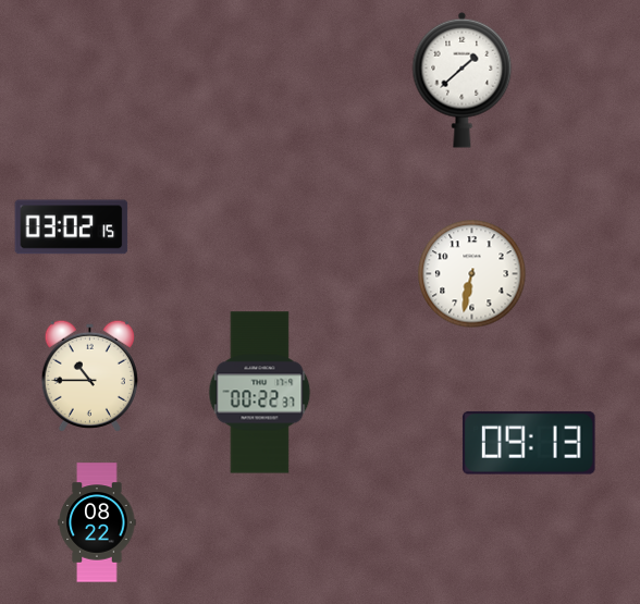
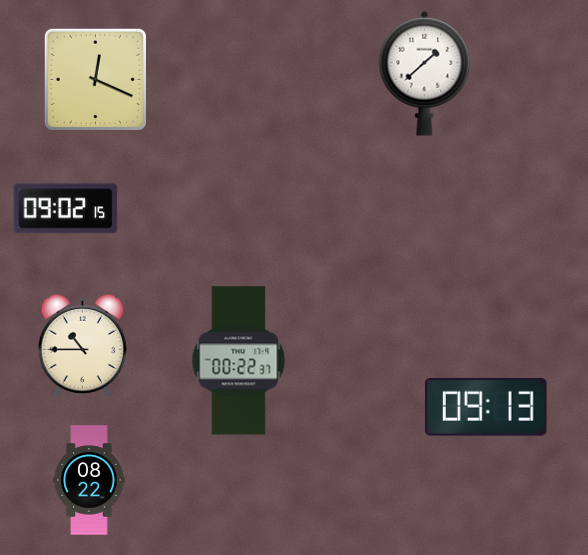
clock at (95, 79): none -> 12:19
clock at (72, 227): 03:02 -> 09:02
clock at (472, 274): 6:32 -> none
